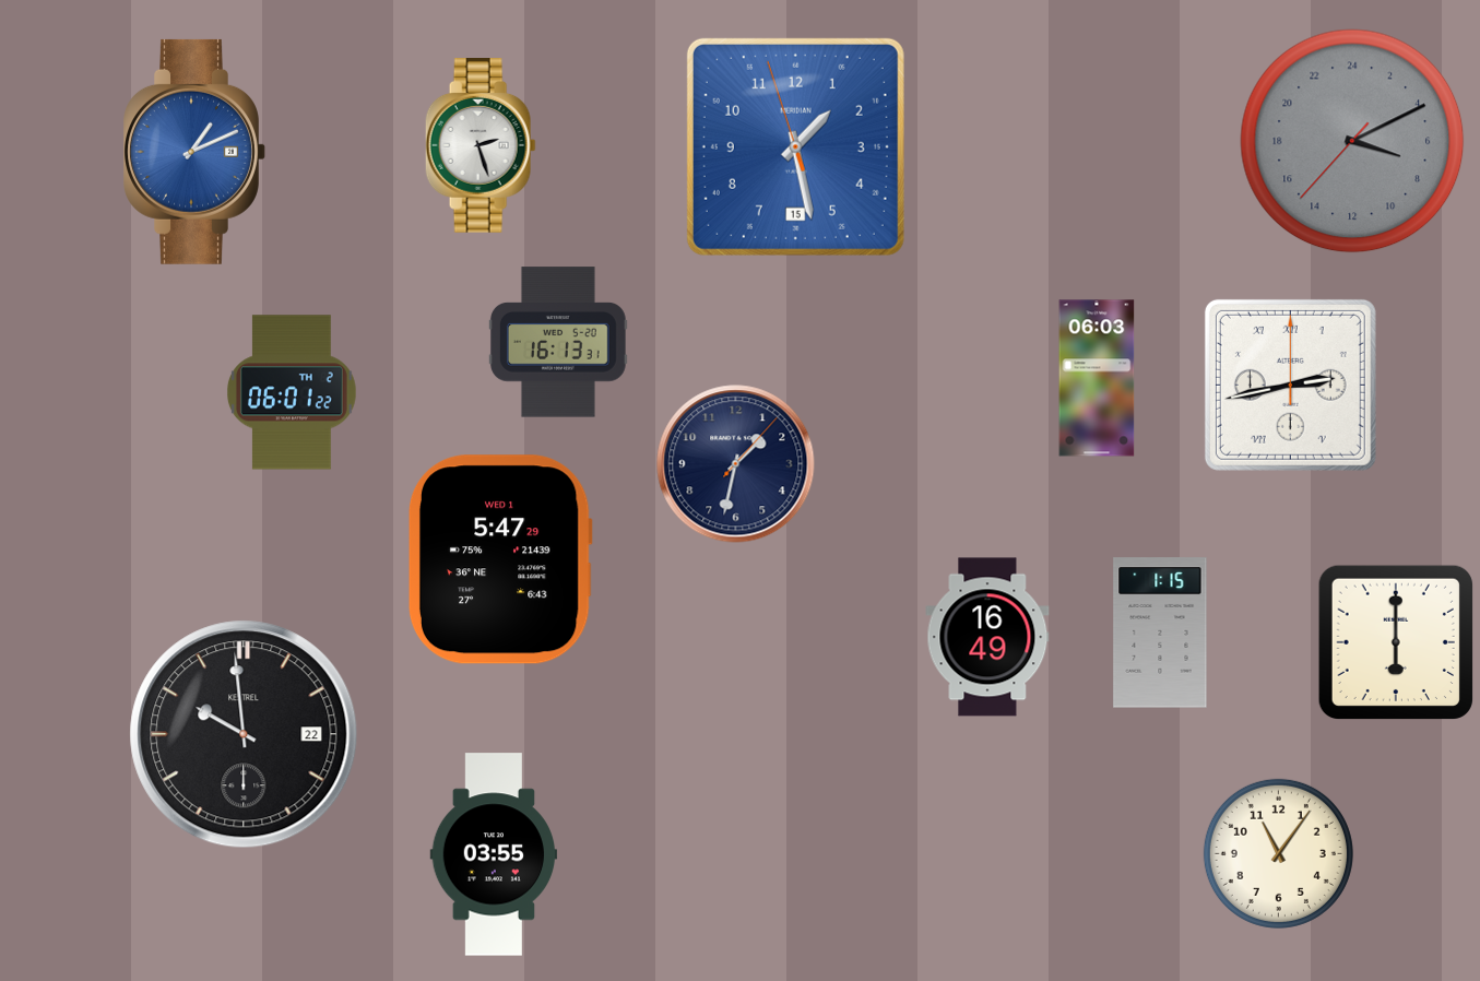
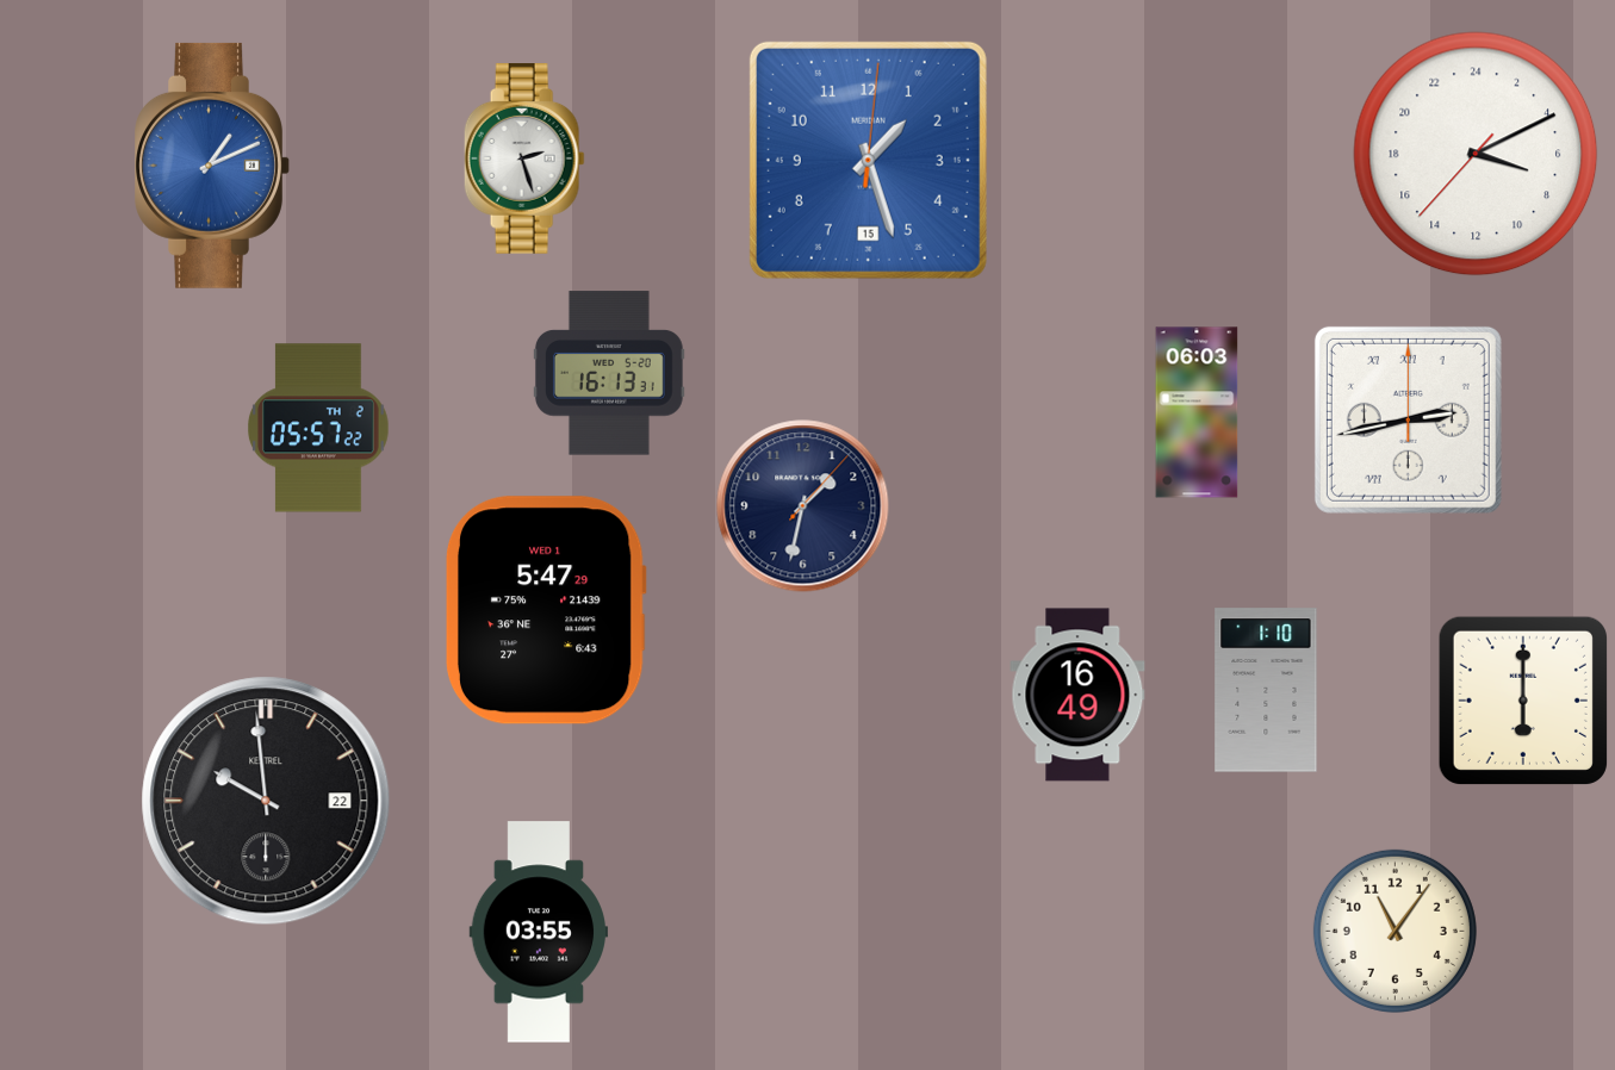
clock at (1352, 141) dial: grey -> white
clock at (795, 146): 1:27:57 -> 1:27:01
clock at (293, 392): 06:01 -> 05:57
clock at (1160, 633): 1:15 -> 1:10
